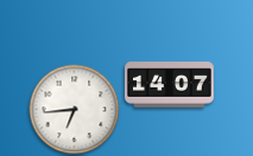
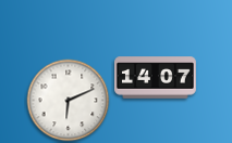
clock at (75, 110): 6:44 -> 6:11
